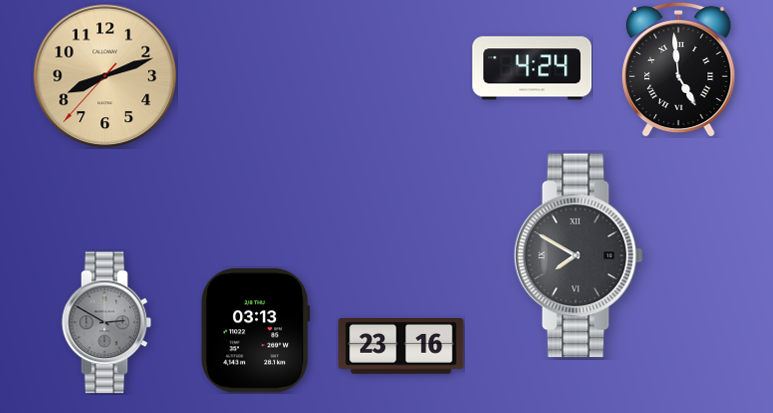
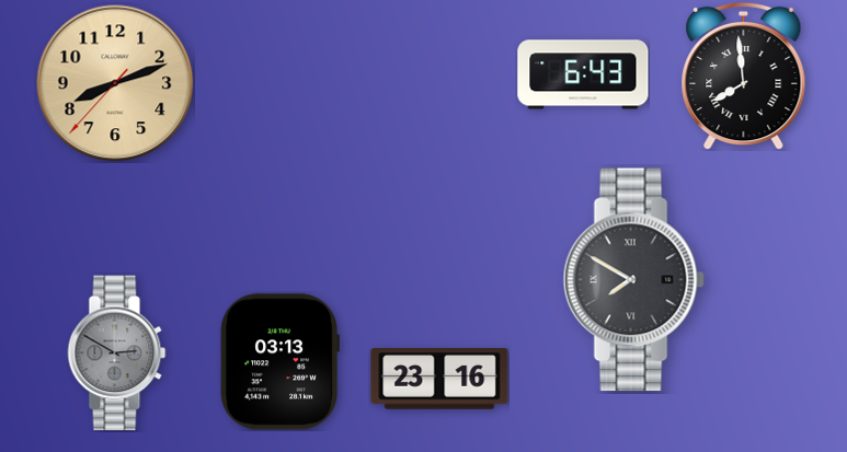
clock at (532, 68): 4:24 -> 6:43
clock at (679, 69): 4:59 -> 7:59
